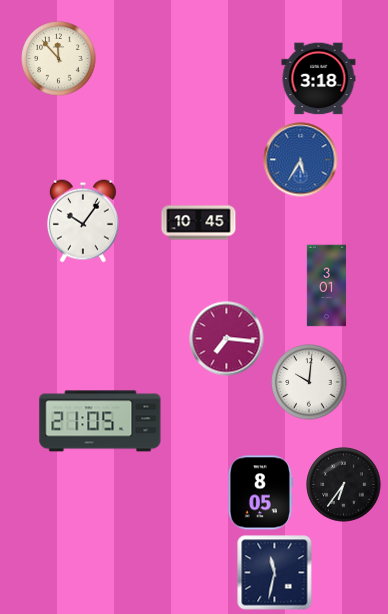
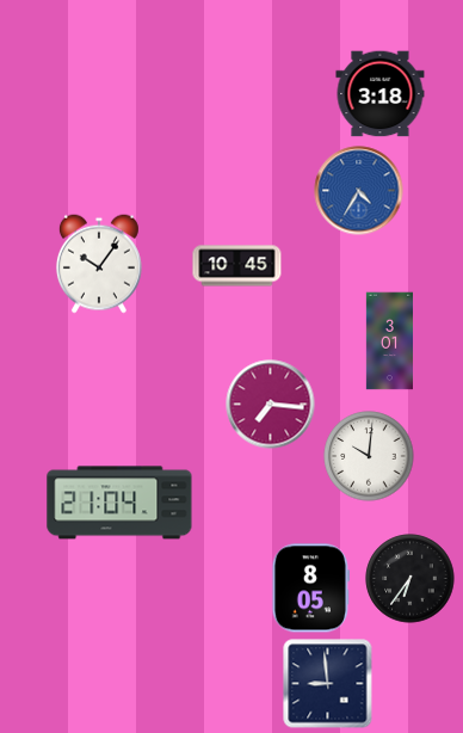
clock at (59, 59): 11:53 -> none
clock at (301, 160): 5:35 -> 4:35
clock at (100, 421): 21:05 -> 21:04
clock at (275, 573): 11:32 -> 8:59
